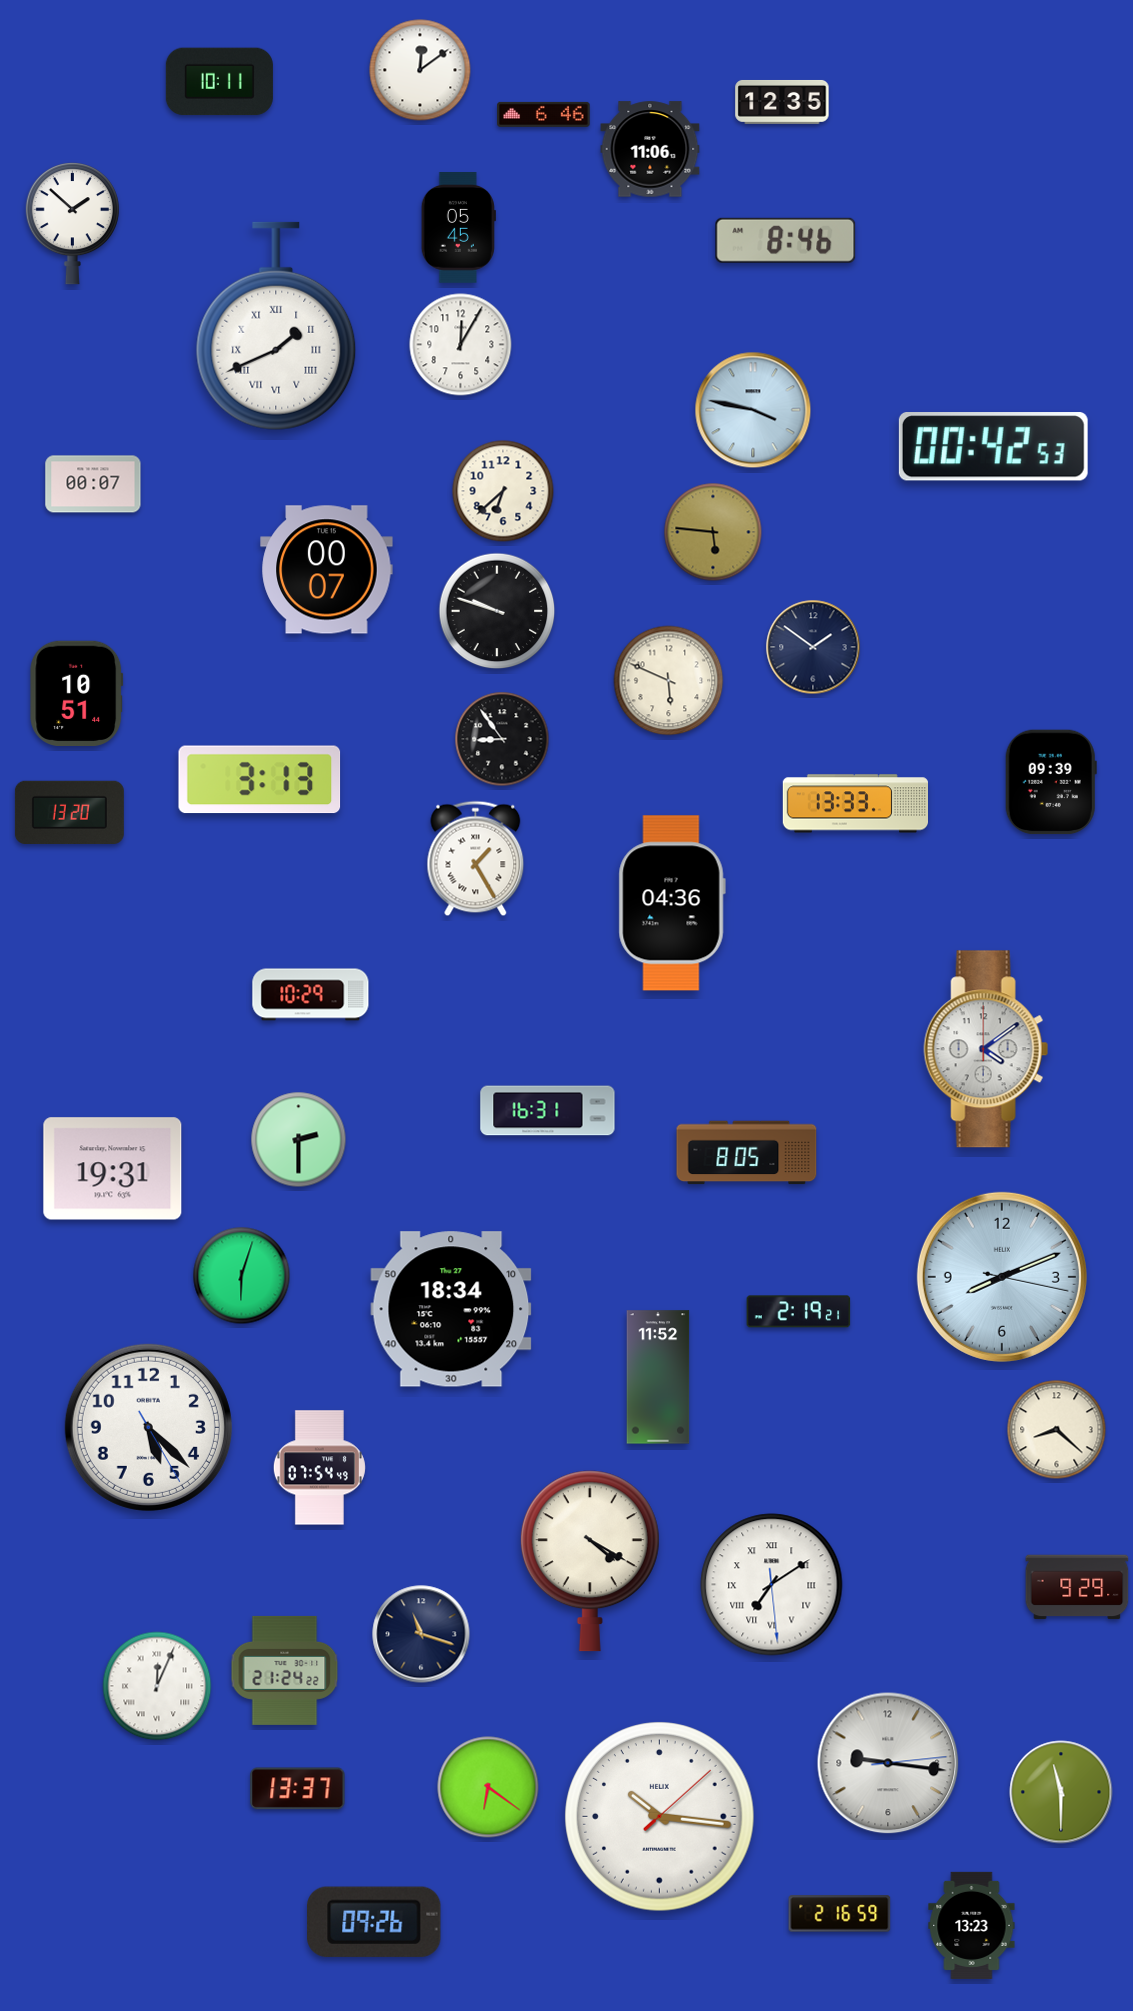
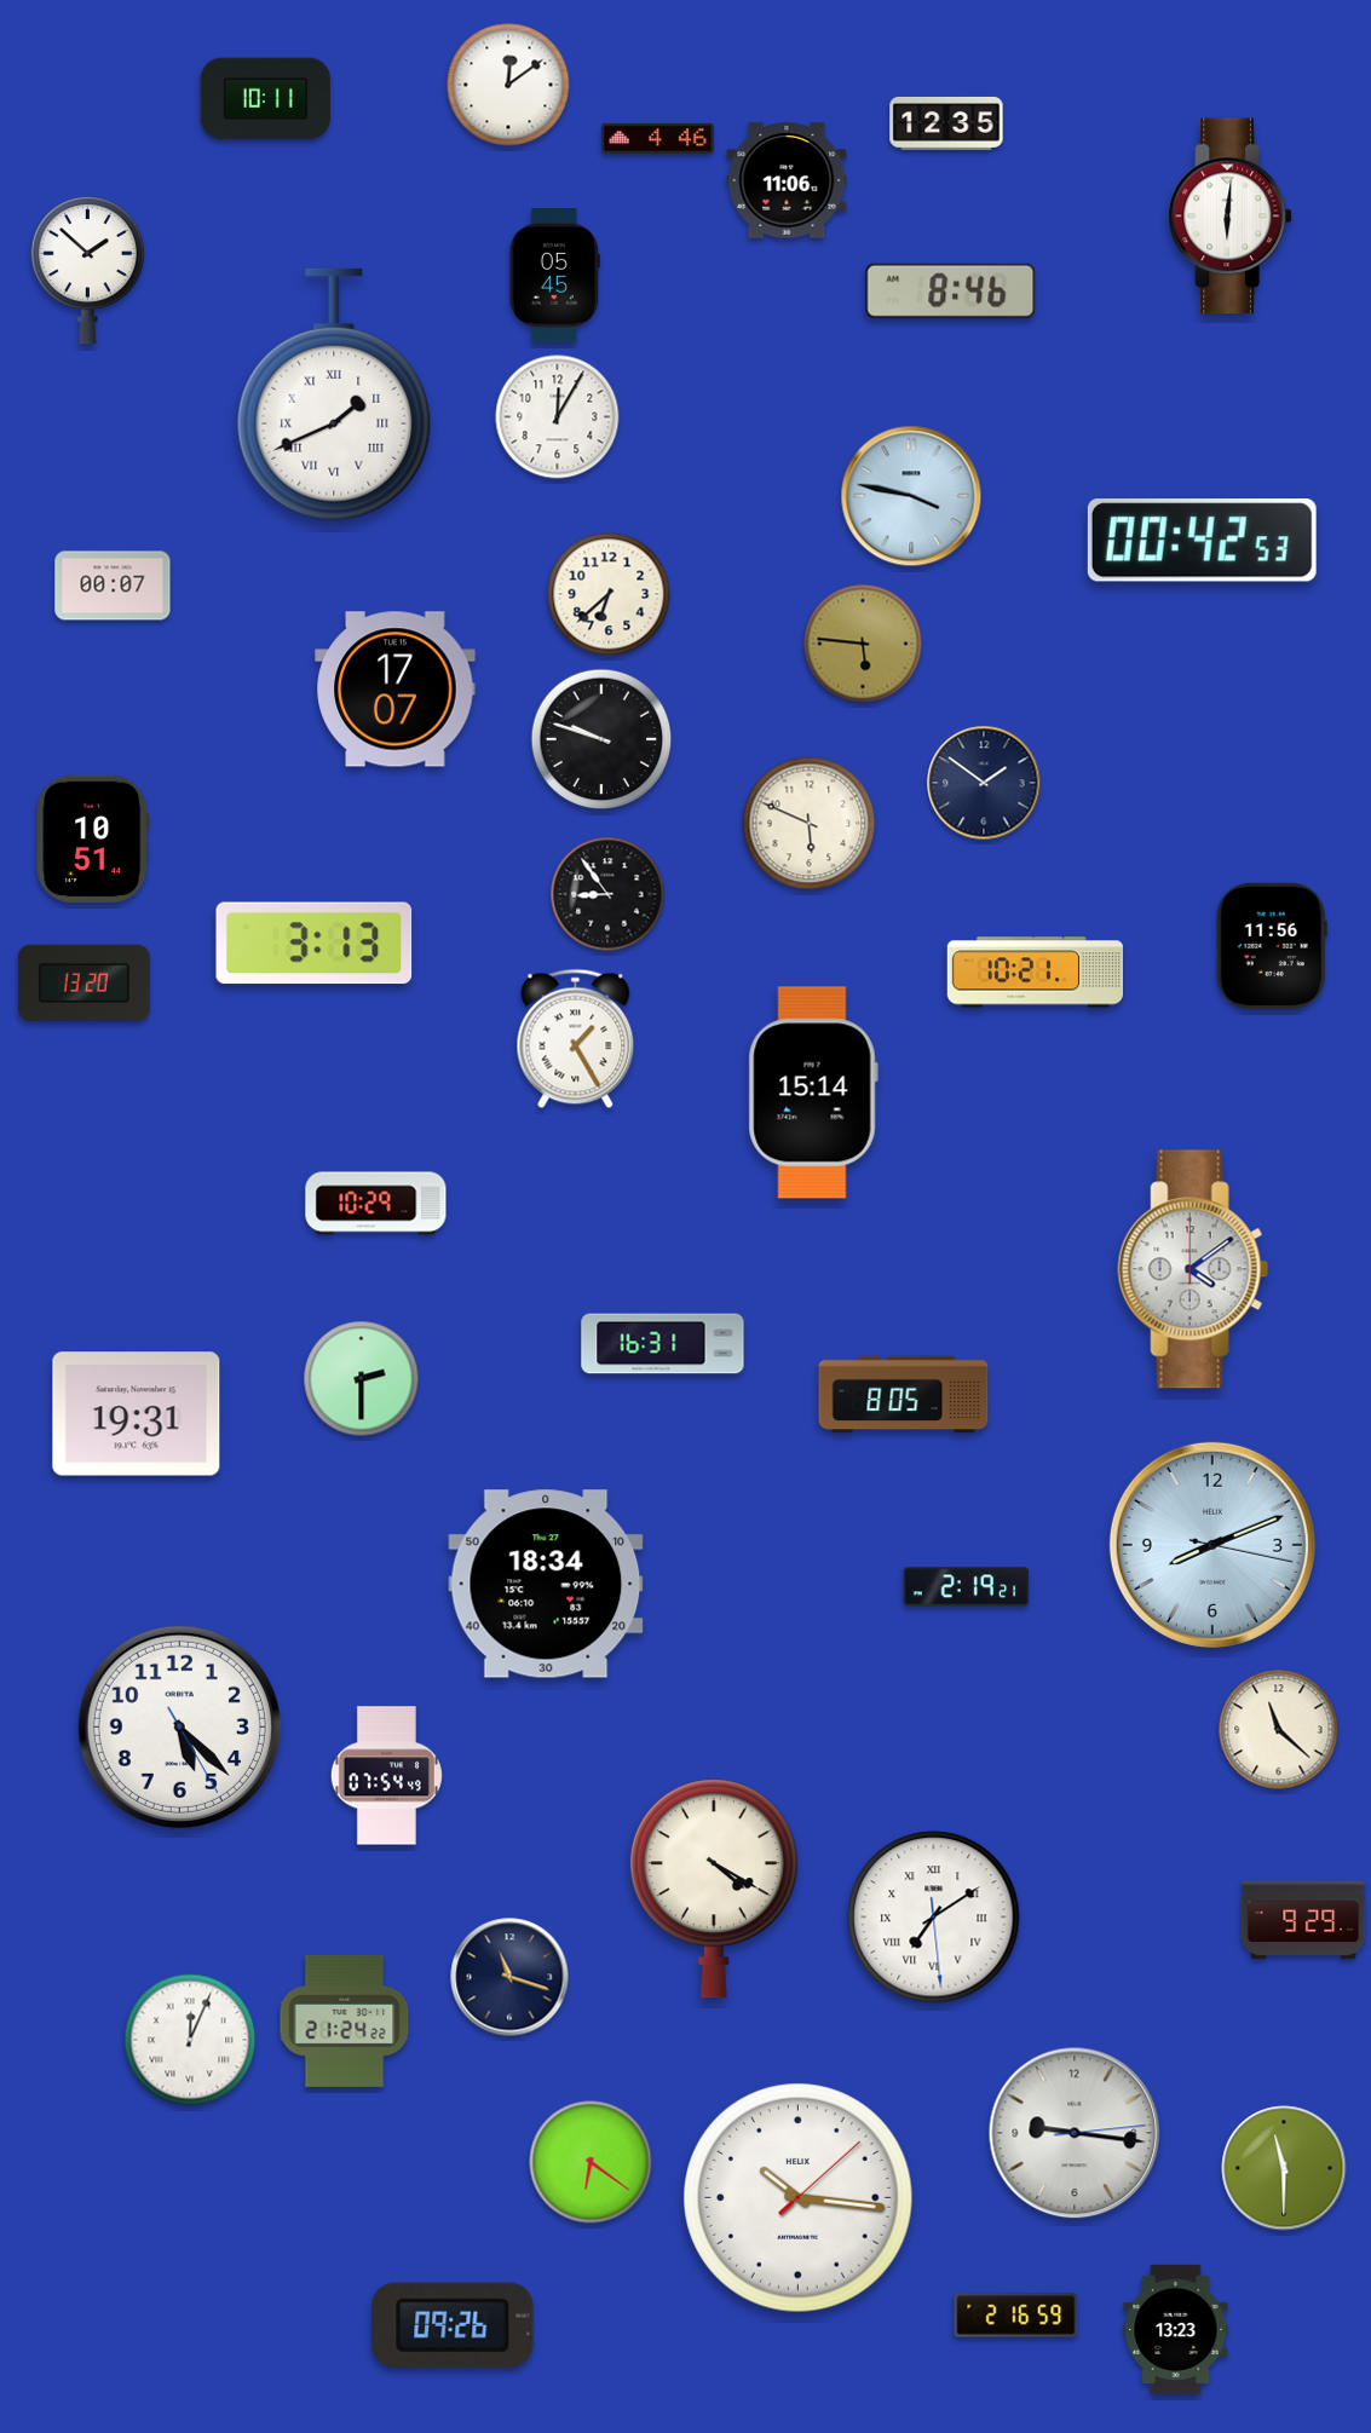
clock at (544, 114): 6:46 -> 4:46
clock at (1231, 217): none -> 6:01
clock at (327, 570): 00:07 -> 17:07
clock at (1051, 782): 09:39 -> 11:56
clock at (855, 804): 13:33 -> 10:21
clock at (672, 903): 04:36 -> 15:14
clock at (242, 1276): 6:03 -> none
clock at (658, 1377): 11:52 -> none
clock at (1057, 1430): 8:22 -> 11:22
clock at (298, 1789): 13:37 -> none
